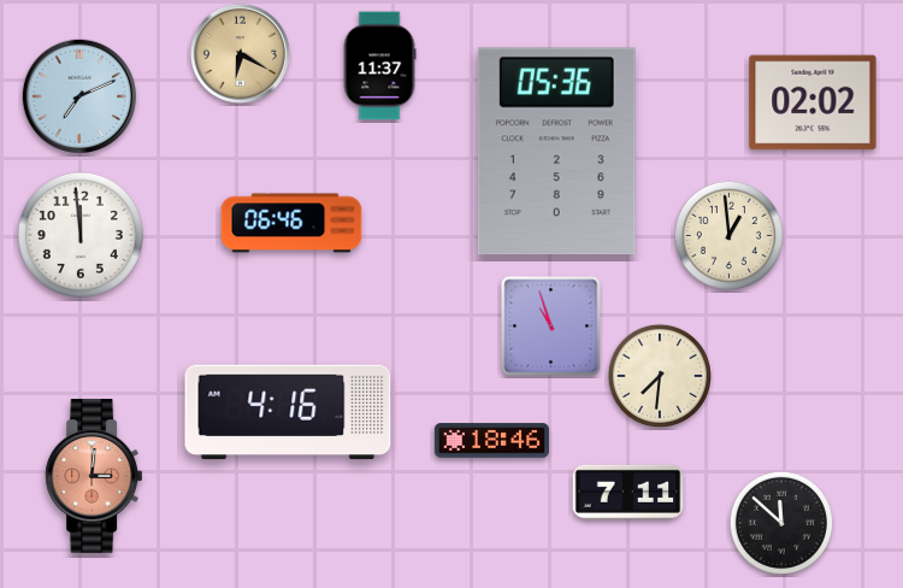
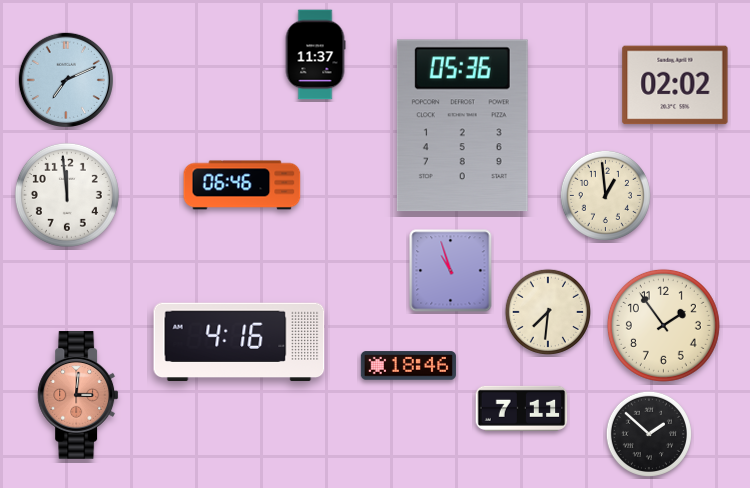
clock at (240, 53): 6:20 -> none
clock at (551, 327) position: (551, 327) -> (451, 271)
clock at (663, 325): none -> 1:54
clock at (781, 523): 11:52 -> 1:52
